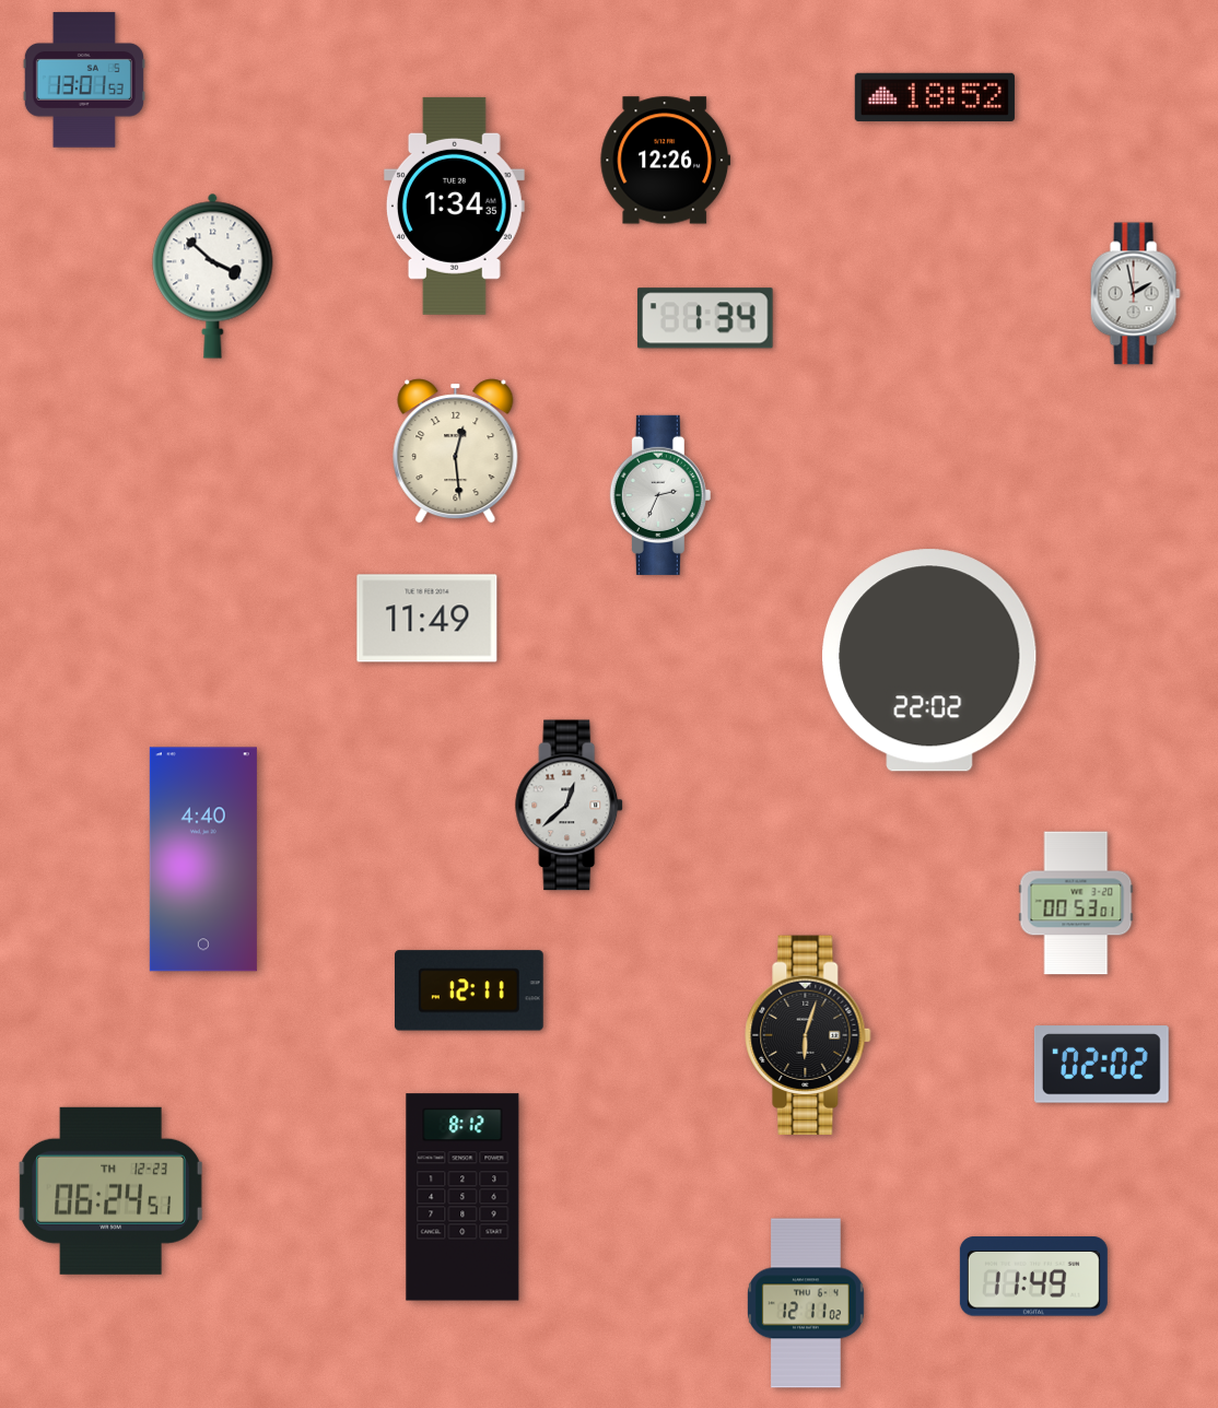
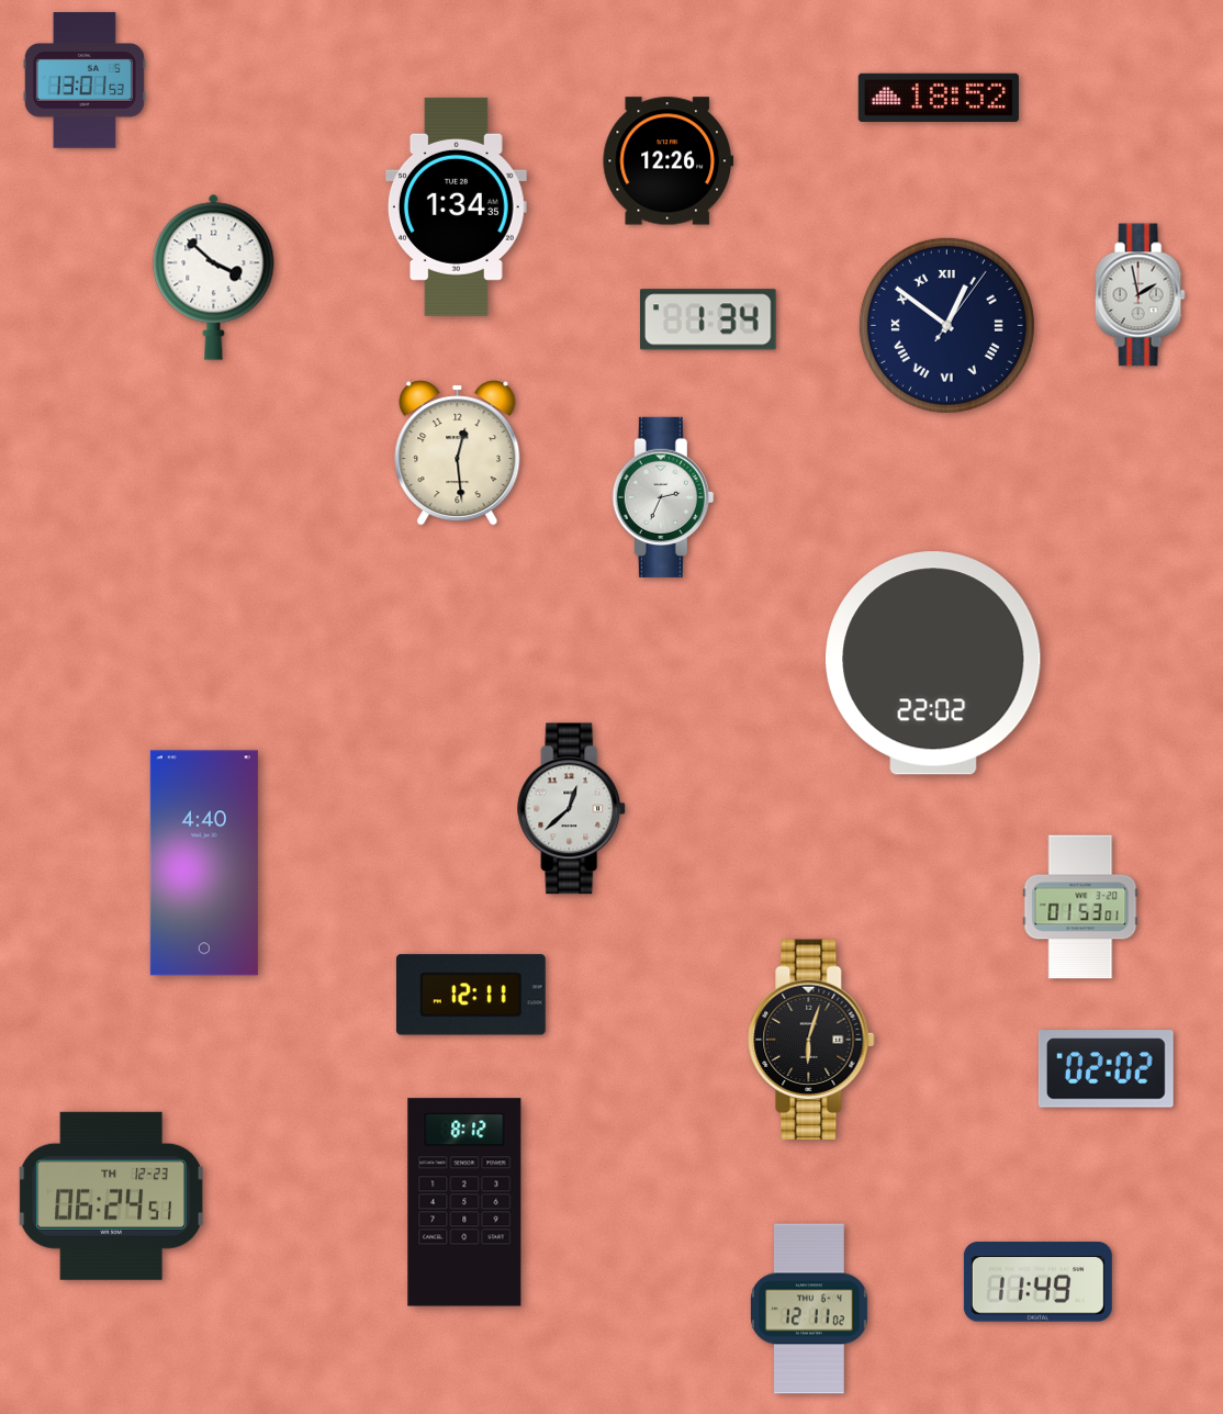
clock at (946, 325): none -> 12:51
clock at (428, 619): 11:49 -> none
clock at (1076, 903): 00:53 -> 01:53
